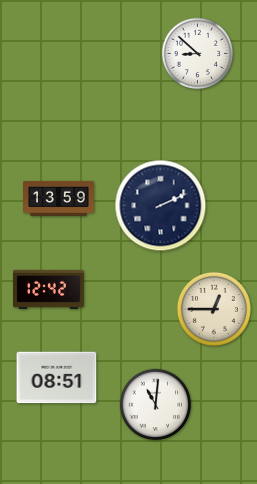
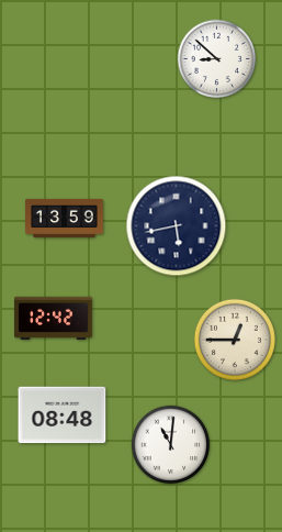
clock at (161, 206): 2:11 -> 5:43
clock at (57, 378): 08:51 -> 08:48
